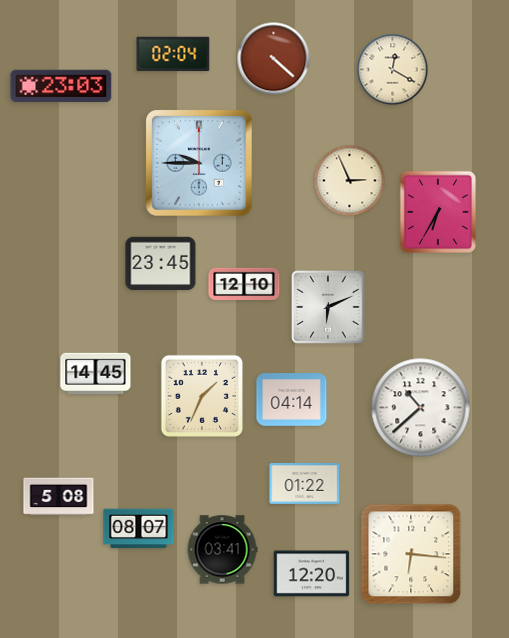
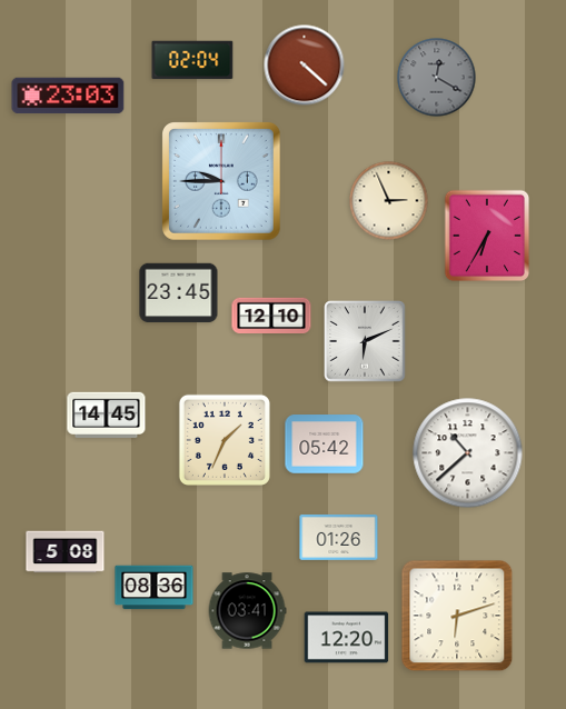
clock at (393, 70) dial: cream -> grey
clock at (292, 400): 04:14 -> 05:42
clock at (305, 484): 01:22 -> 01:26
clock at (139, 529): 08:07 -> 08:36
clock at (411, 554): 6:16 -> 6:12
